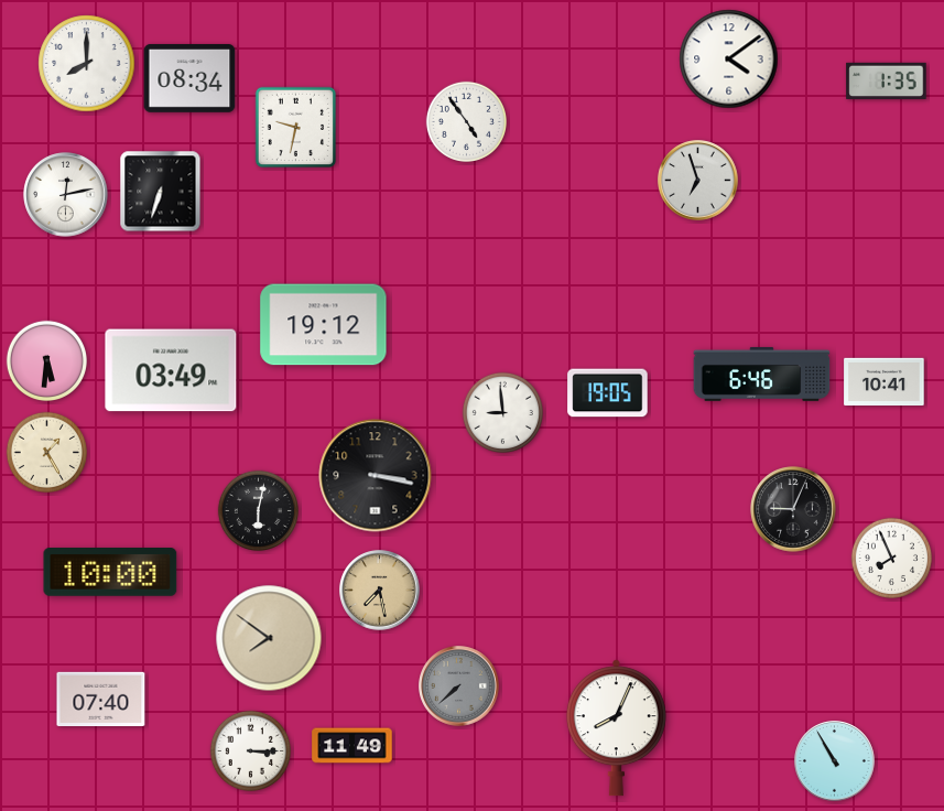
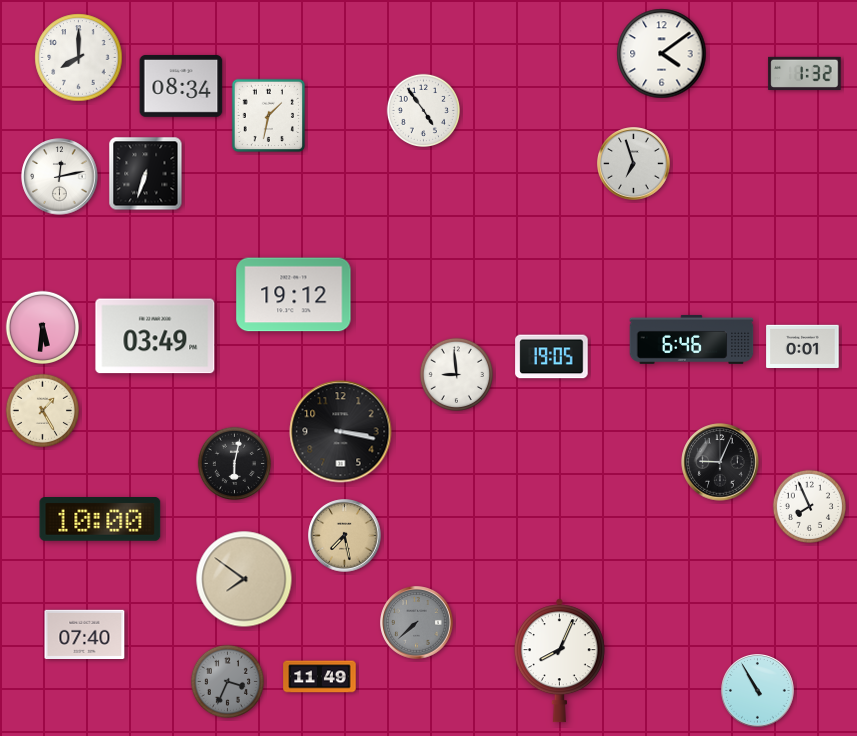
clock at (189, 78) position: (189, 78) -> (181, 86)
clock at (887, 80): 1:35 -> 1:32
clock at (296, 128): 9:32 -> 1:32
clock at (885, 382): 10:41 -> 0:01
clock at (101, 699) position: (101, 699) -> (85, 634)
clock at (250, 750): 3:15 -> 3:34
clock at (250, 750) dial: white -> grey
